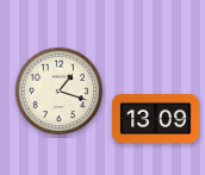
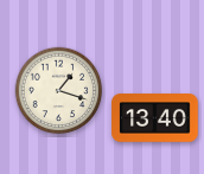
clock at (156, 119): 13:09 -> 13:40
